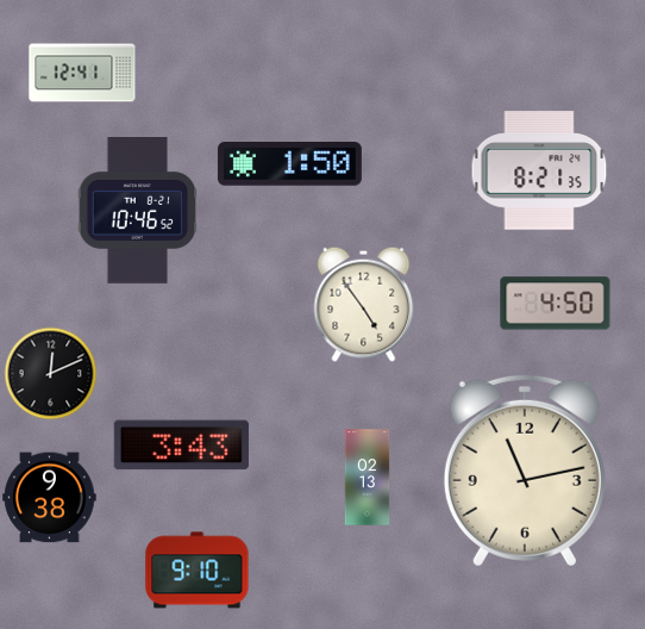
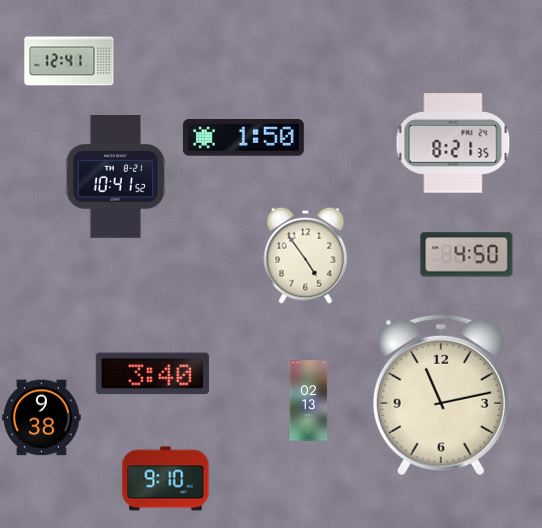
clock at (138, 211): 10:46 -> 10:41
clock at (50, 373): 12:11 -> none
clock at (181, 446): 3:43 -> 3:40
